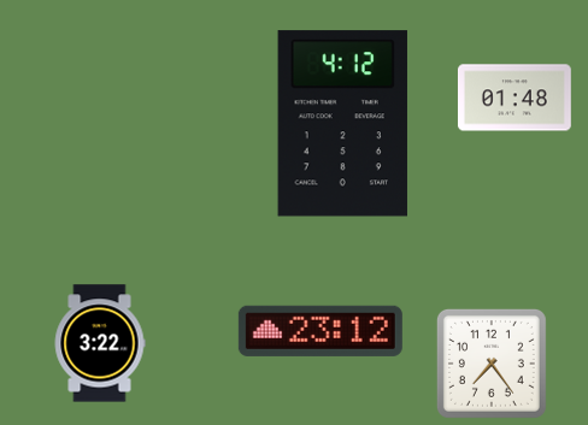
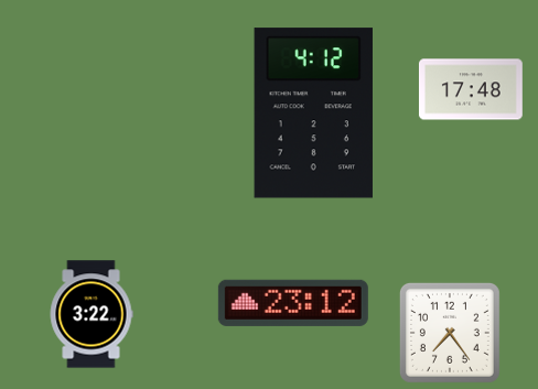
clock at (514, 98): 01:48 -> 17:48
